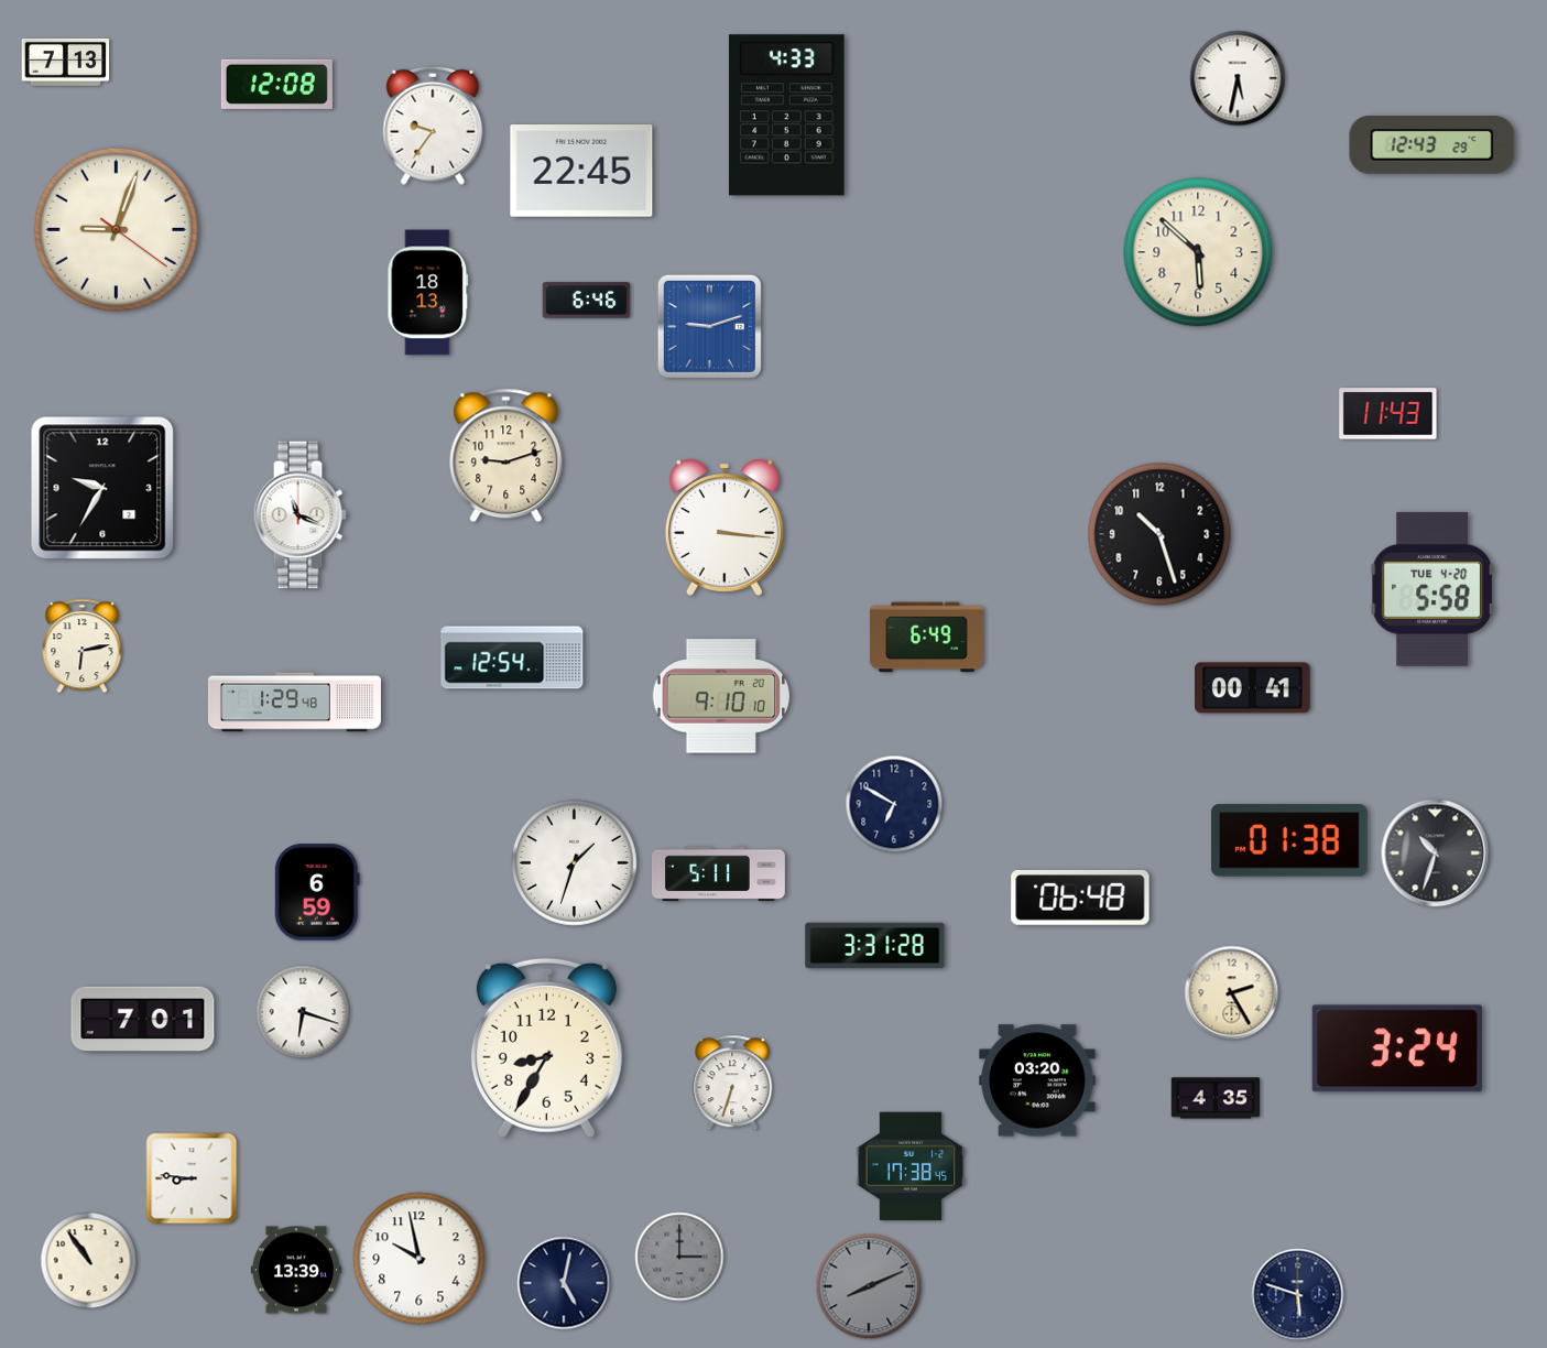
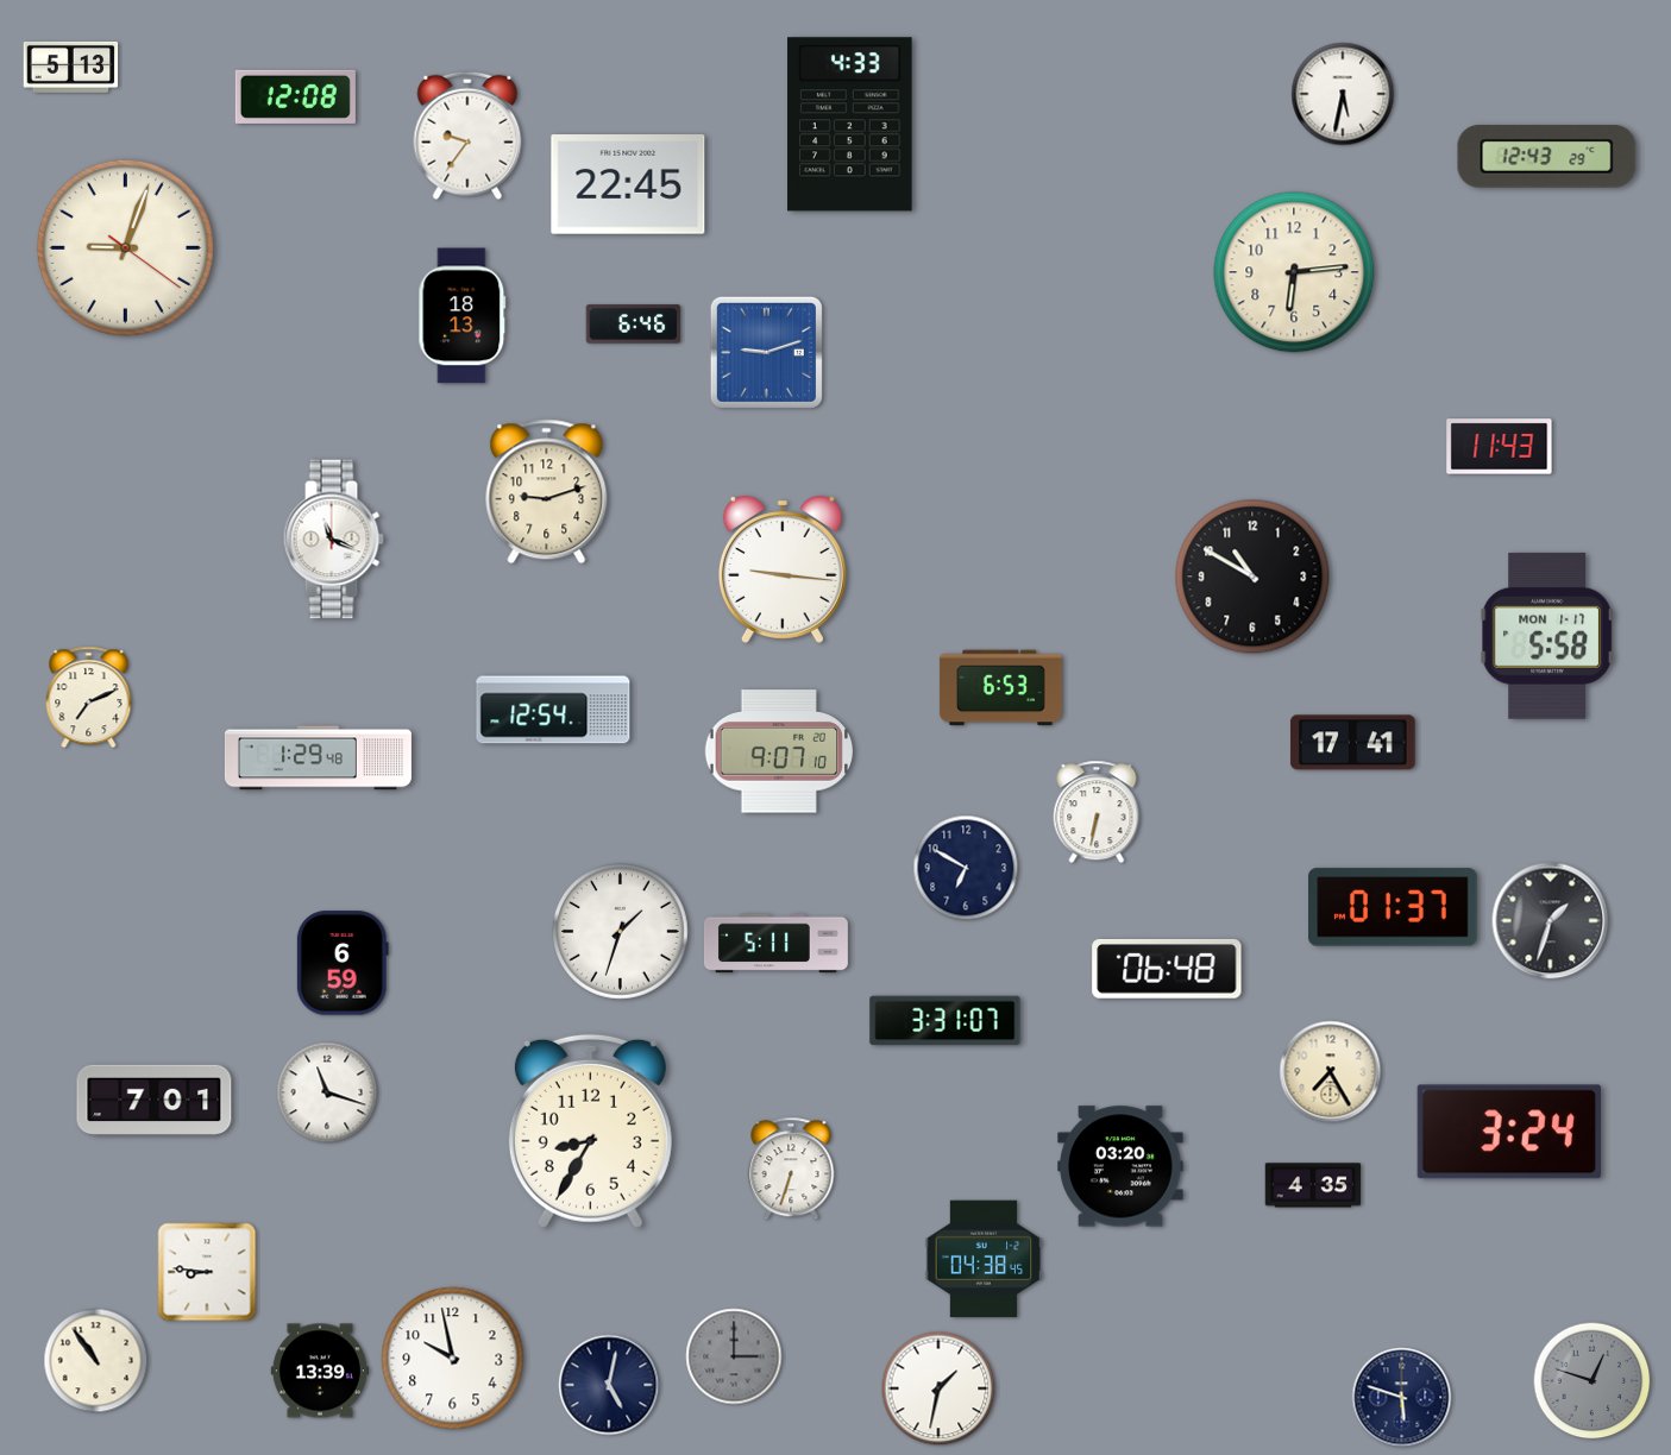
clock at (66, 62): 7:13 -> 5:13
clock at (1238, 78) position: (1238, 78) -> (1343, 94)
clock at (276, 84) position: (276, 84) -> (295, 96)
clock at (1198, 252): 5:52 -> 6:14
clock at (102, 488): 9:35 -> none
clock at (299, 515) position: (299, 515) -> (333, 540)
clock at (725, 529): 3:16 -> 9:16
clock at (1159, 534): 10:27 -> 10:50
clock at (1432, 589) date: TUE 4-20 -> MON 1-17
clock at (926, 638): 6:49 -> 6:53
clock at (83, 646): 6:13 -> 7:11
clock at (1253, 688): 00:41 -> 17:41
clock at (720, 696): 9:10 -> 9:07
clock at (1097, 812): none -> 6:32
clock at (1289, 840): 01:38 -> 01:37
clock at (1436, 854): 10:33 -> 1:33
clock at (875, 946): 3:31:28 -> 3:31:07
clock at (1232, 993): 2:25 -> 7:25
clock at (303, 1012): 6:18 -> 11:18
clock at (911, 1166): 17:38 -> 04:38
clock at (1593, 1381): none -> 12:48
clock at (869, 1286): 8:11 -> 1:32
clock at (869, 1286) dial: grey -> white
